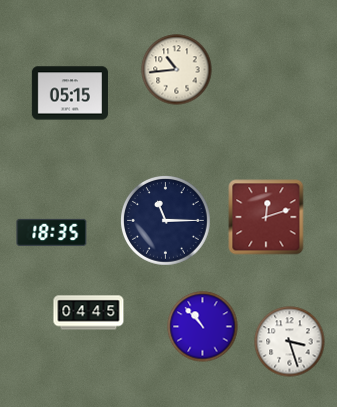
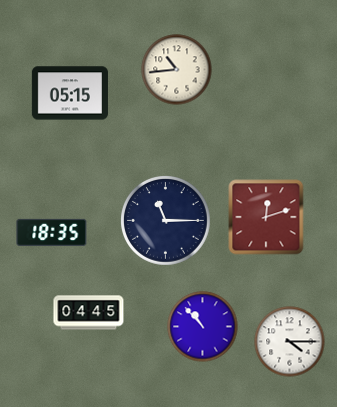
clock at (290, 342): 3:27 -> 4:15
